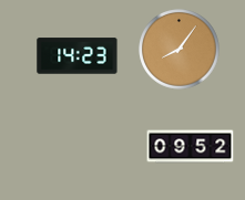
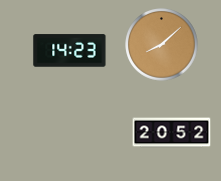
clock at (180, 50): 8:06 -> 8:08
clock at (191, 147): 09:52 -> 20:52
